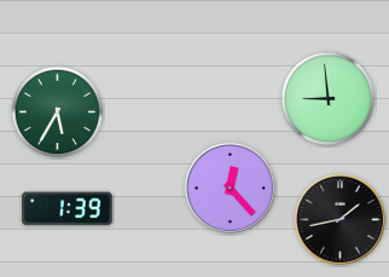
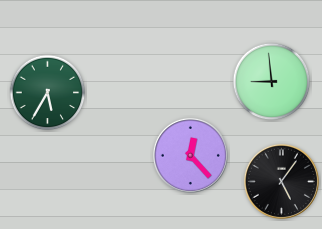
clock at (68, 209): 1:39 -> none
clock at (339, 219): 1:43 -> 5:06
